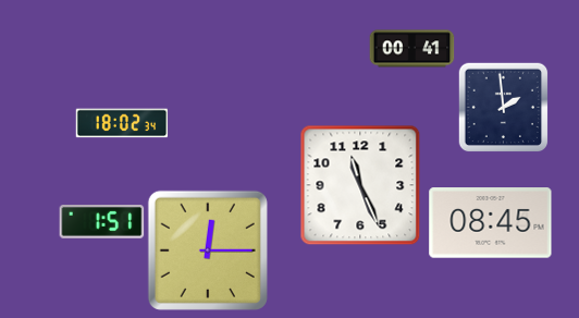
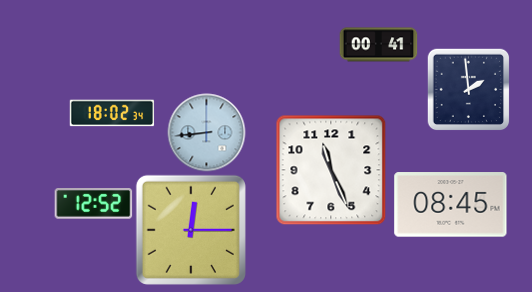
clock at (503, 107) position: (503, 107) -> (468, 89)
clock at (206, 132): none -> 8:44
clock at (101, 222): 1:51 -> 12:52
